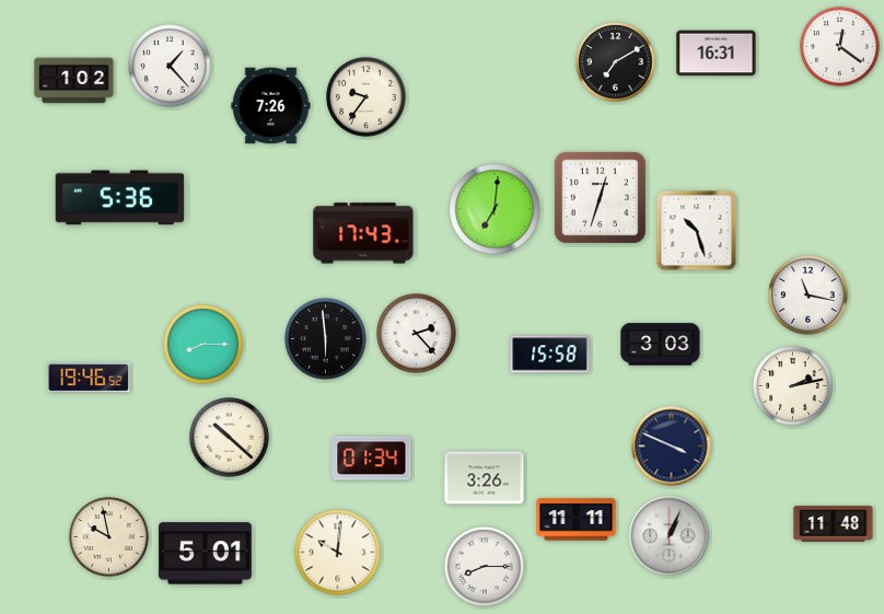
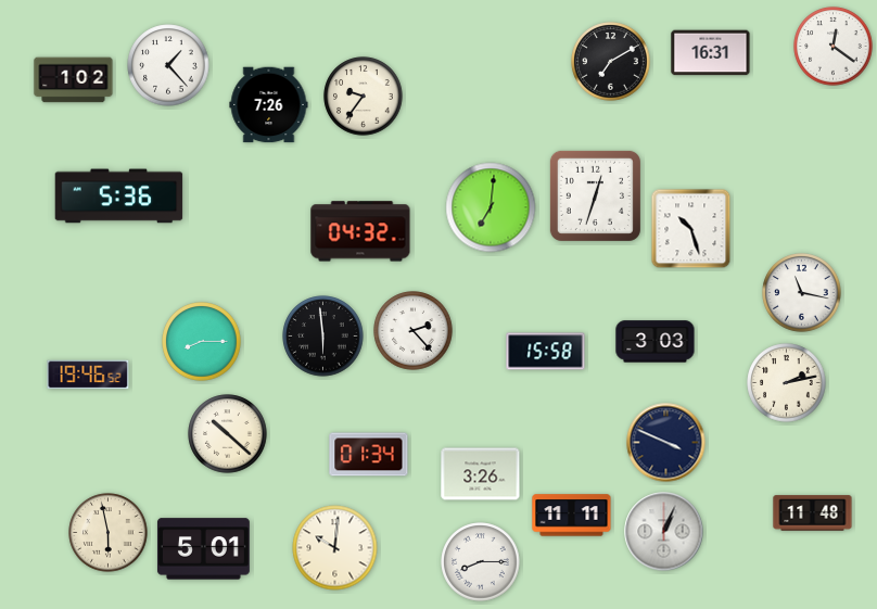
clock at (363, 233): 17:43 -> 04:32
clock at (834, 524) position: (834, 524) -> (813, 513)
clock at (109, 537): 9:58 -> 5:58
